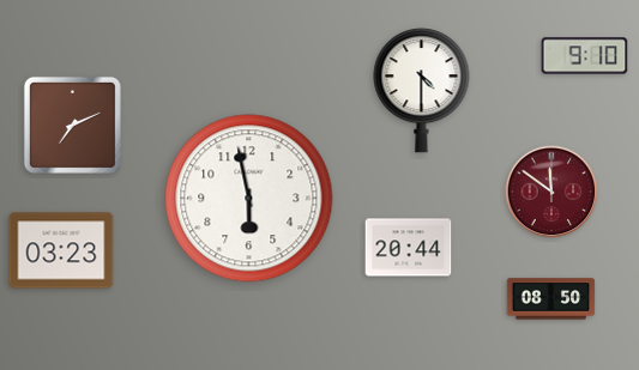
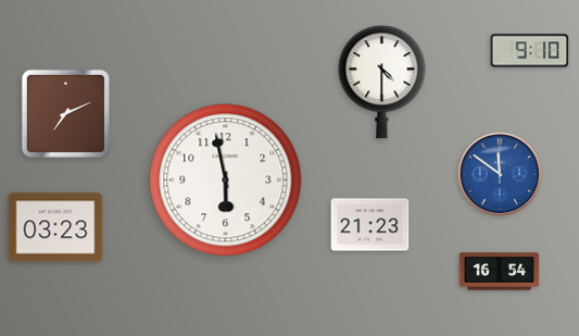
clock at (551, 192) dial: burgundy -> blue
clock at (409, 248): 20:44 -> 21:23
clock at (551, 299): 08:50 -> 16:54
